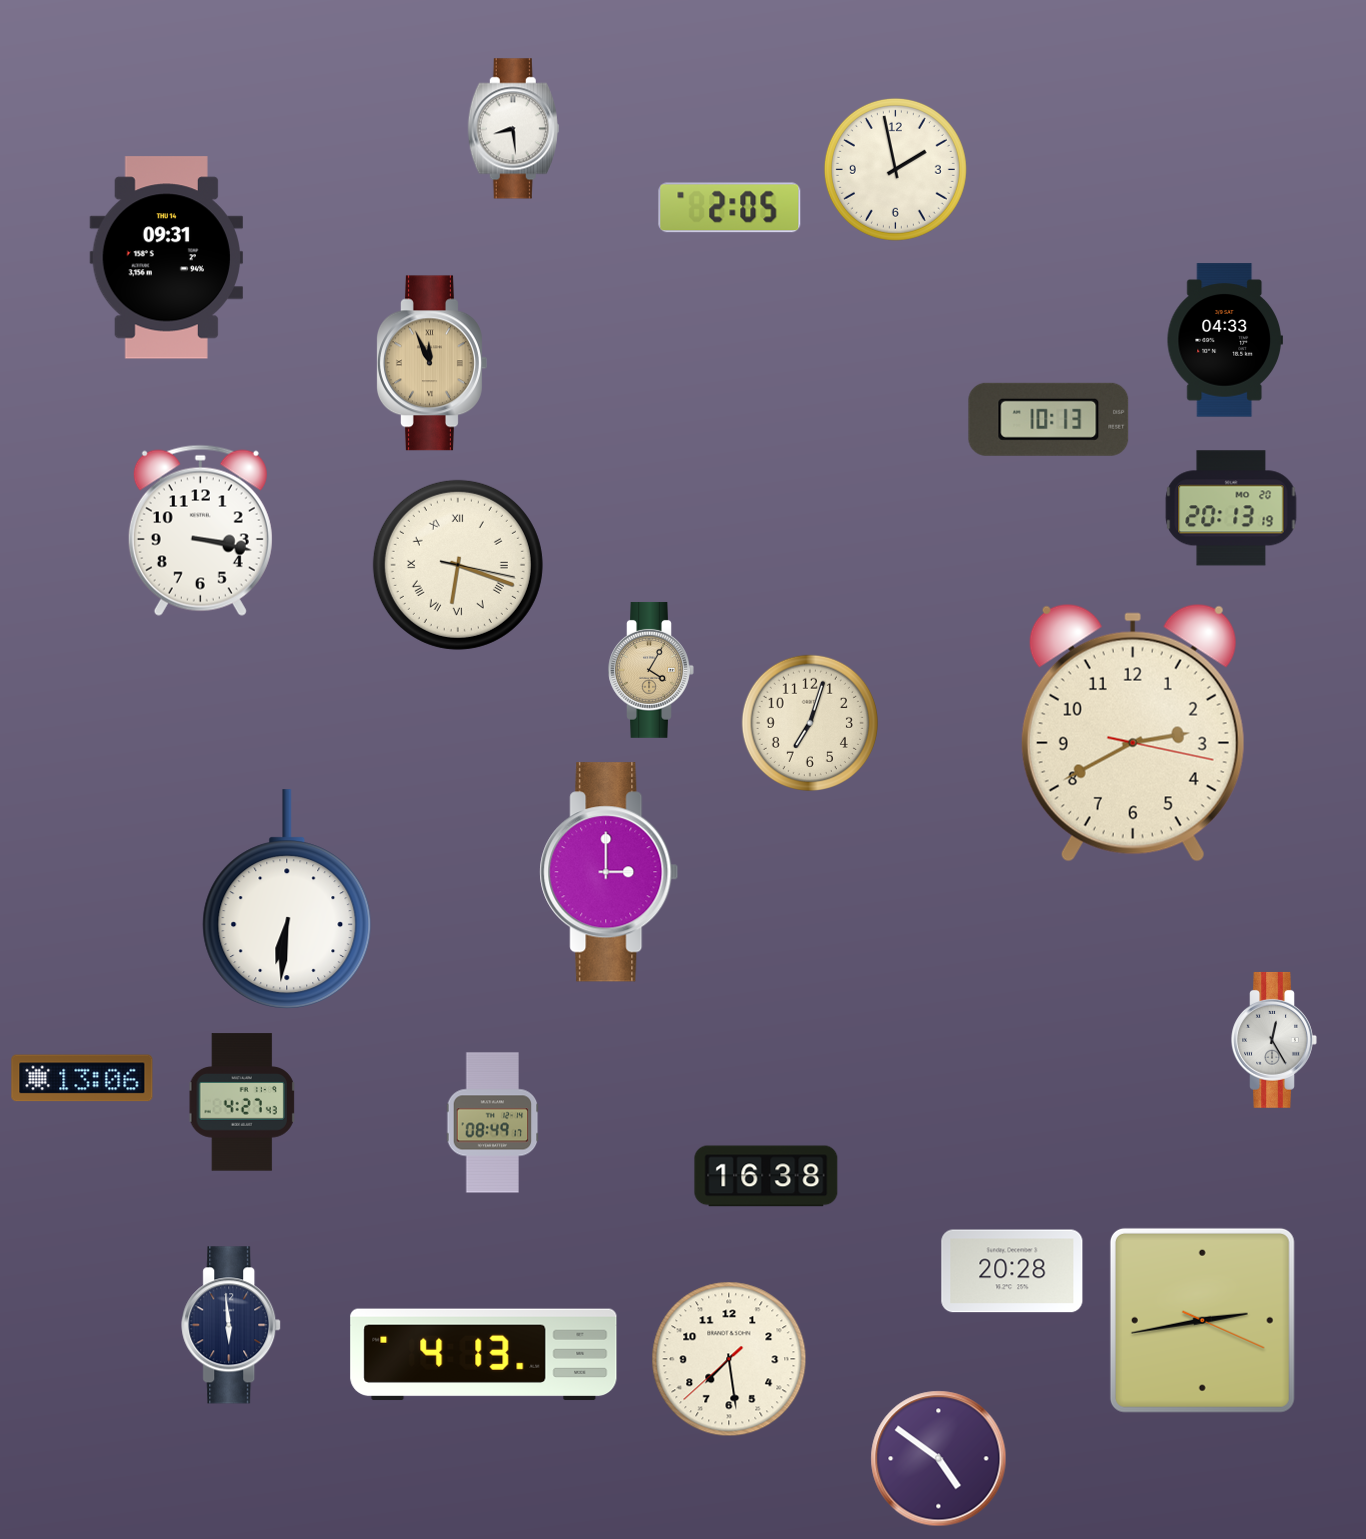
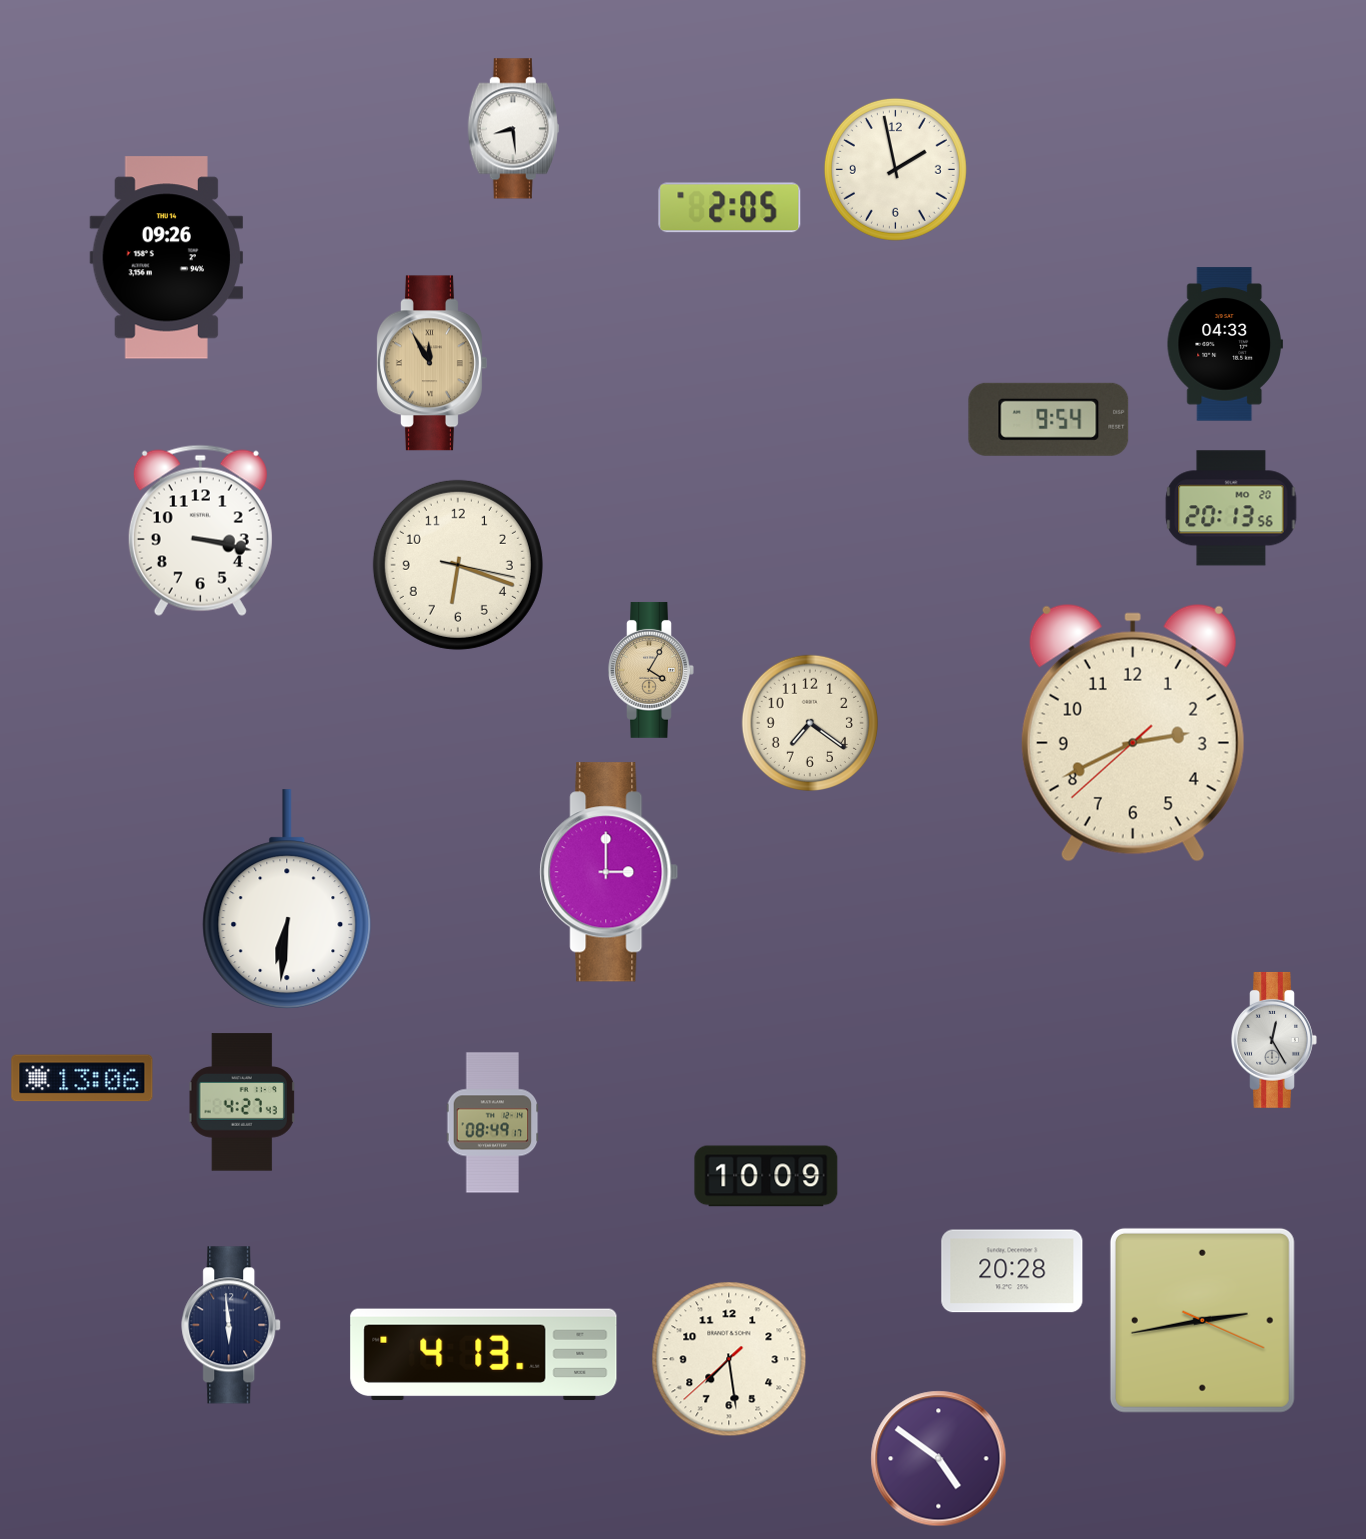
clock at (166, 258): 09:31 -> 09:26
clock at (1225, 340) position: (1225, 340) -> (1225, 344)
clock at (431, 363): 11:56 -> 11:55
clock at (1049, 419): 10:13 -> 9:54
clock at (1231, 508): 20:13:19 -> 20:13:56
clock at (458, 565) numerals: Roman -> Arabic
clock at (810, 723): 7:03 -> 7:21
clock at (1133, 733): 2:40:17 -> 2:40:38
clock at (766, 1176): 16:38 -> 10:09
